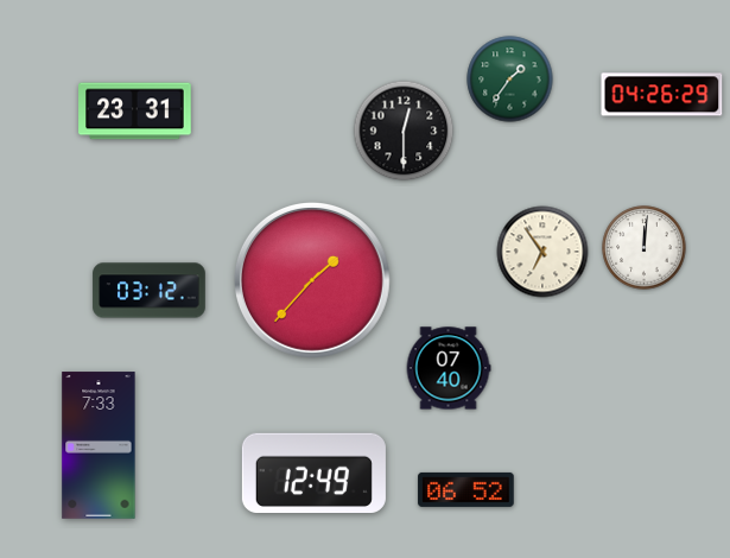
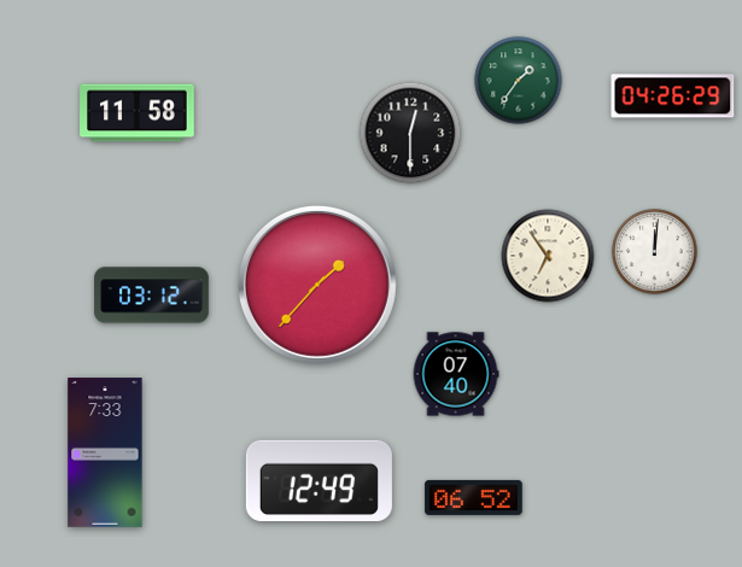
clock at (135, 112): 23:31 -> 11:58
clock at (542, 252) position: (542, 252) -> (548, 256)
clock at (99, 445) position: (99, 445) -> (105, 452)
